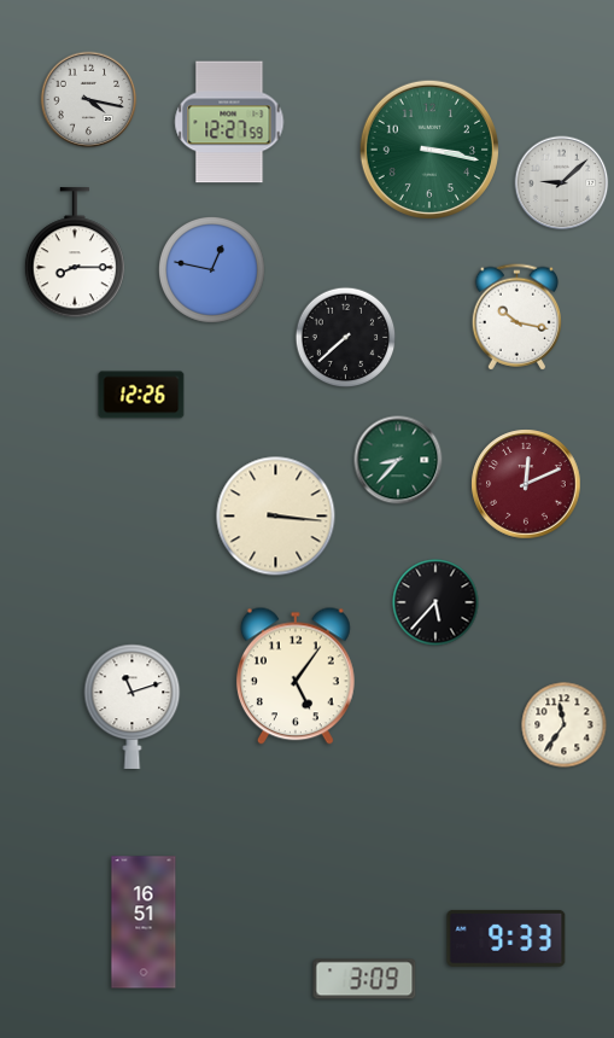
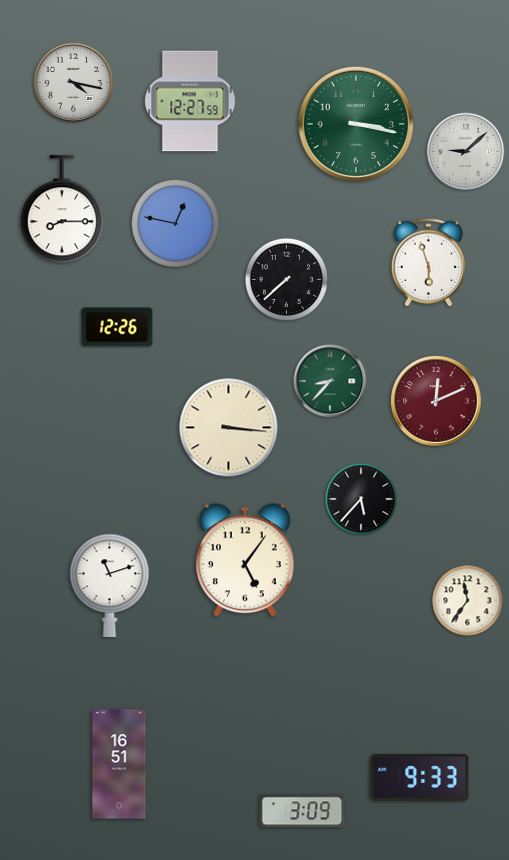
clock at (517, 317): 10:17 -> 5:57
